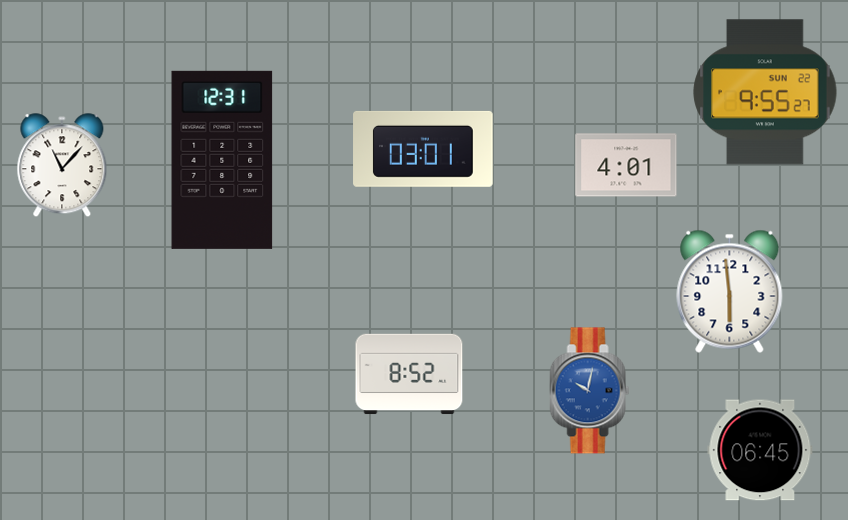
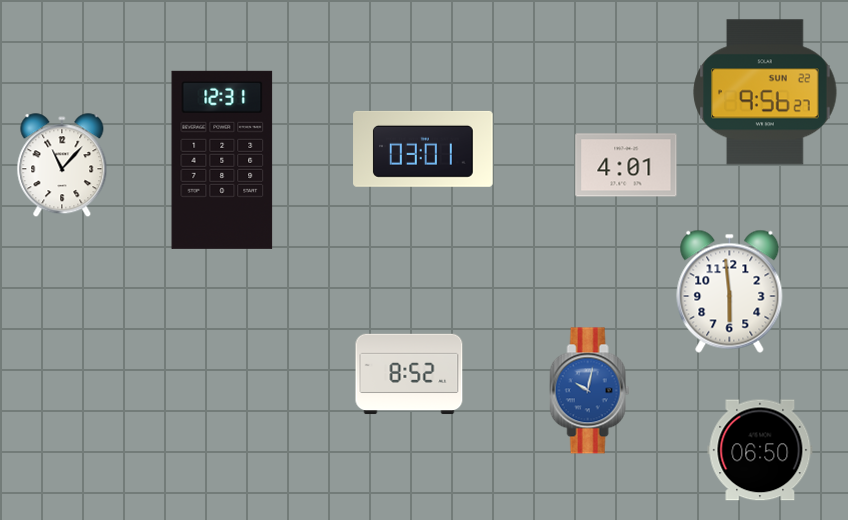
clock at (765, 92): 9:55 -> 9:56
clock at (760, 450): 06:45 -> 06:50
